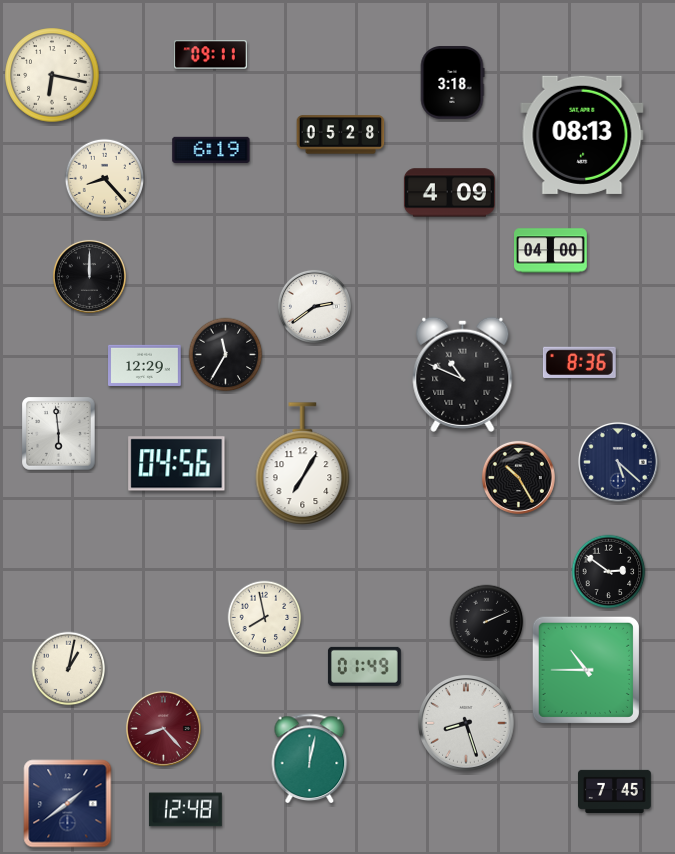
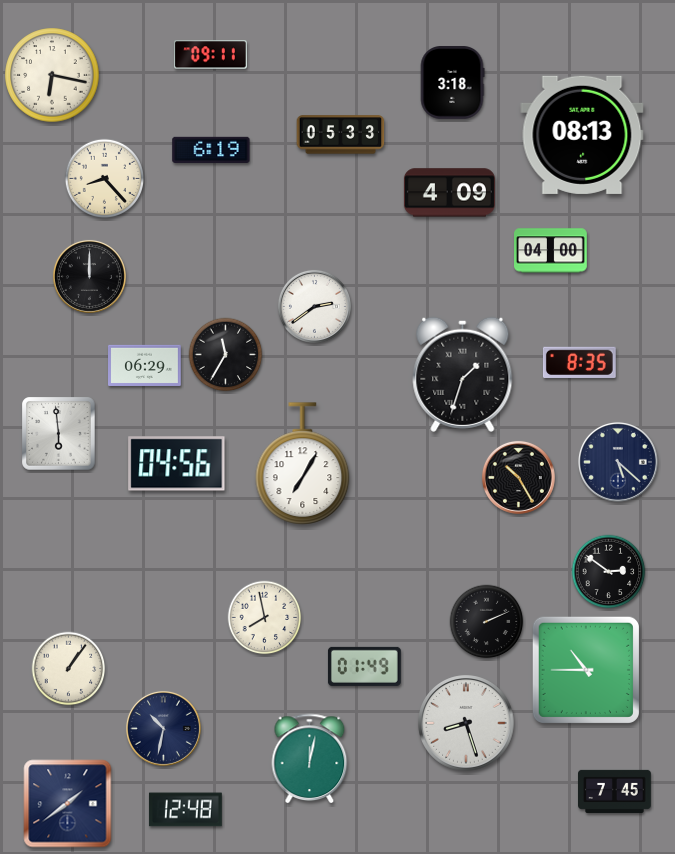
clock at (341, 135): 05:28 -> 05:33
clock at (579, 362): 8:36 -> 8:35
clock at (145, 365): 12:29 -> 06:29
clock at (463, 374): 10:49 -> 1:33
clock at (69, 669): 1:02 -> 1:06
clock at (163, 728): 8:23 -> 10:32
clock at (163, 728) dial: burgundy -> navy
